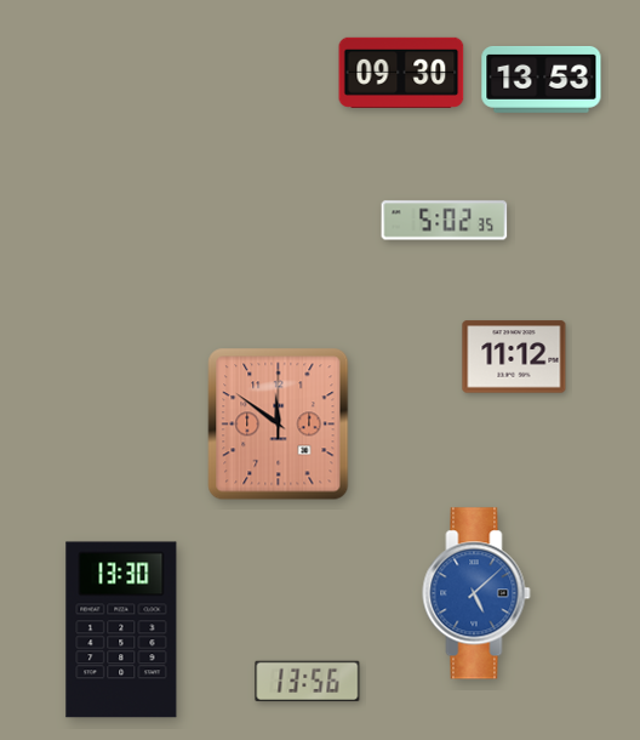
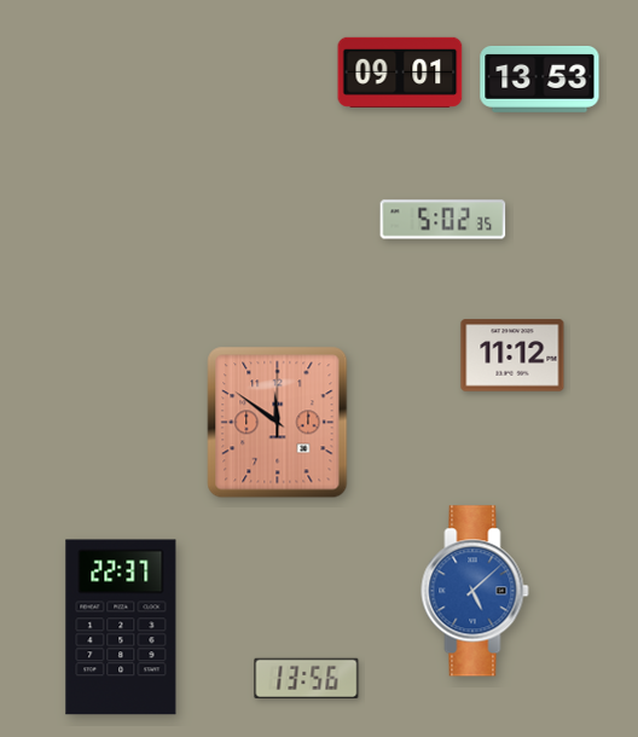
clock at (401, 73): 09:30 -> 09:01
clock at (121, 630): 13:30 -> 22:37
